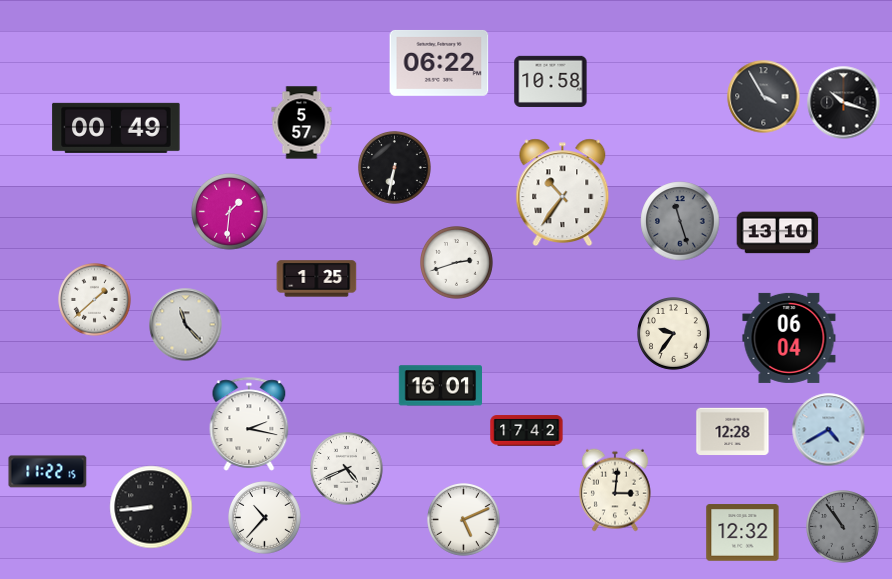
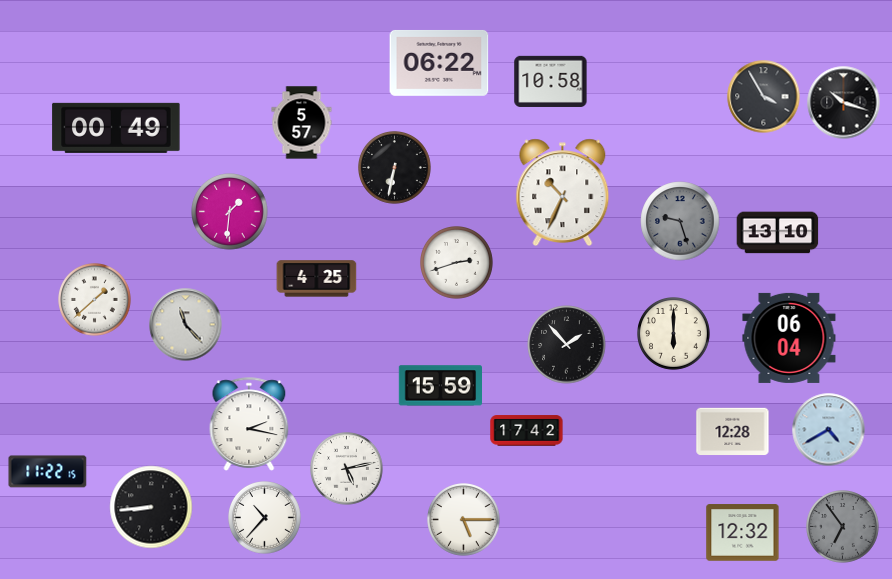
clock at (563, 193): 10:36 -> 10:34
clock at (680, 221): 11:27 -> 9:27
clock at (317, 279): 1:25 -> 4:25
clock at (674, 334): 9:36 -> 6:00
clock at (567, 345): none -> 1:53
clock at (440, 386): 16:01 -> 15:59
clock at (347, 469): 4:41 -> 5:13
clock at (615, 490): 3:01 -> none
clock at (464, 520): 5:11 -> 5:15
clock at (843, 527): 10:54 -> 6:54
